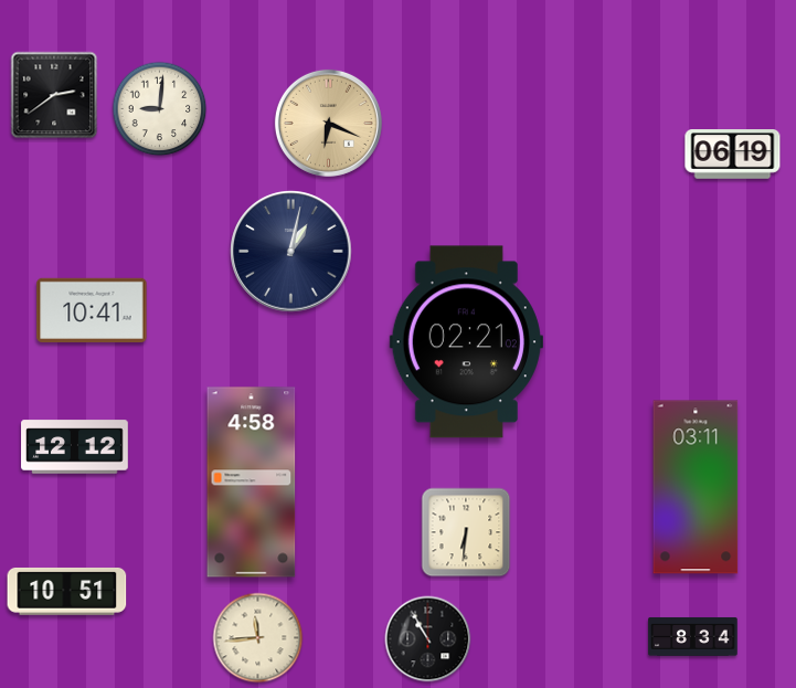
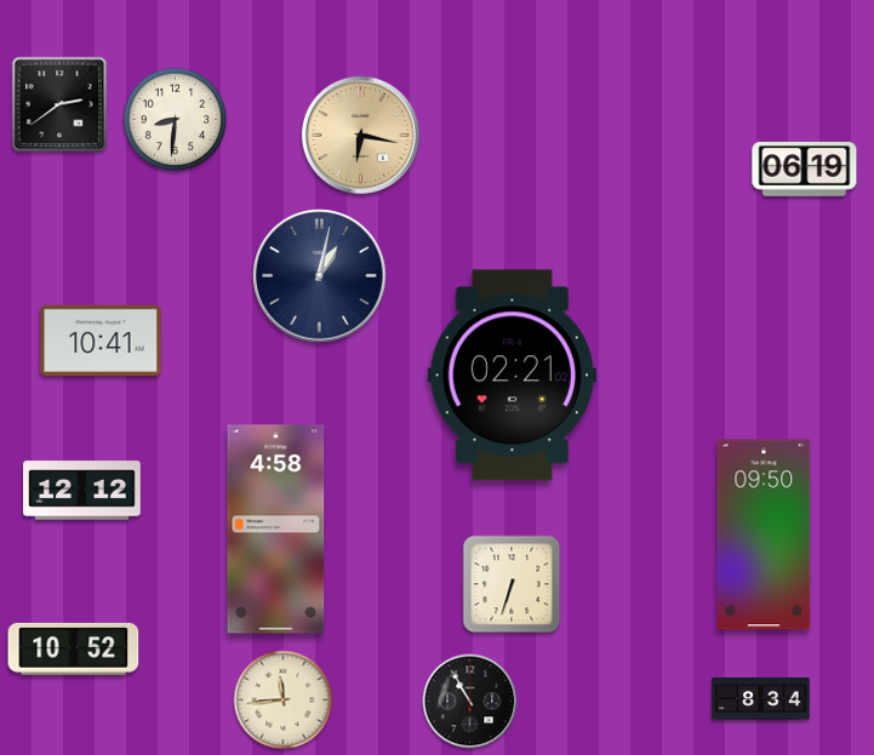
clock at (160, 109): 9:01 -> 8:31
clock at (328, 123): 6:19 -> 6:17
clock at (696, 487): 03:11 -> 09:50
clock at (466, 532): 6:31 -> 6:33
clock at (67, 591): 10:51 -> 10:52
